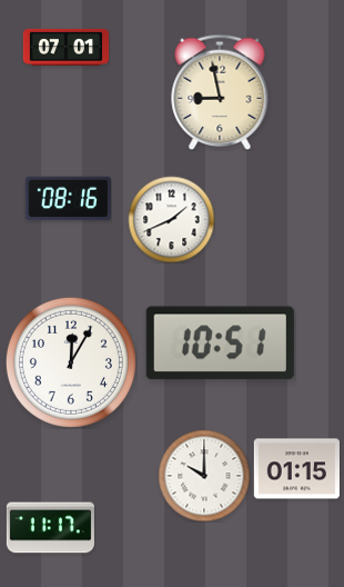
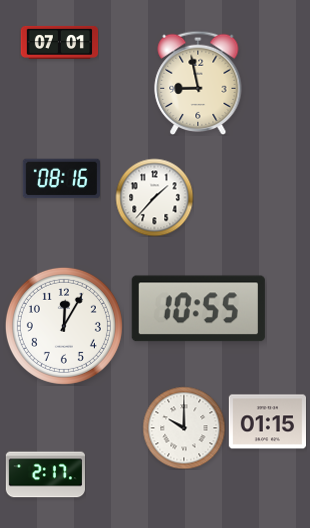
clock at (171, 219): 1:41 -> 1:37
clock at (220, 344): 10:51 -> 10:55
clock at (50, 528): 11:17 -> 2:17
